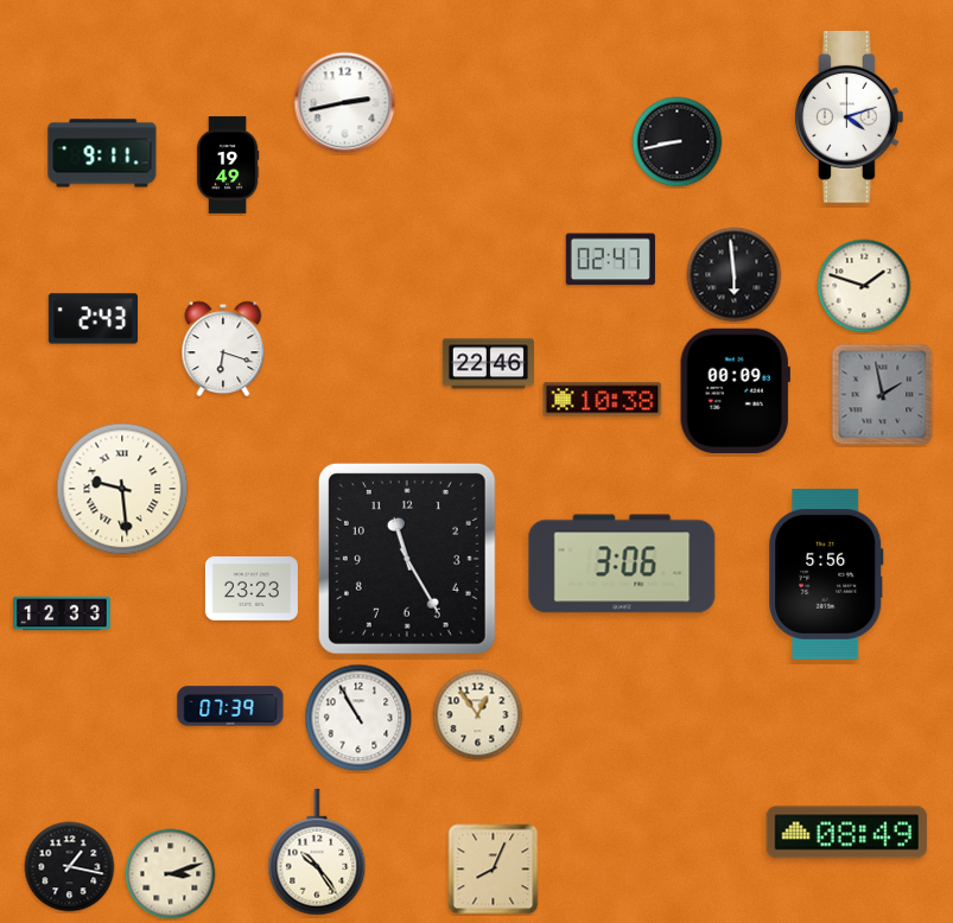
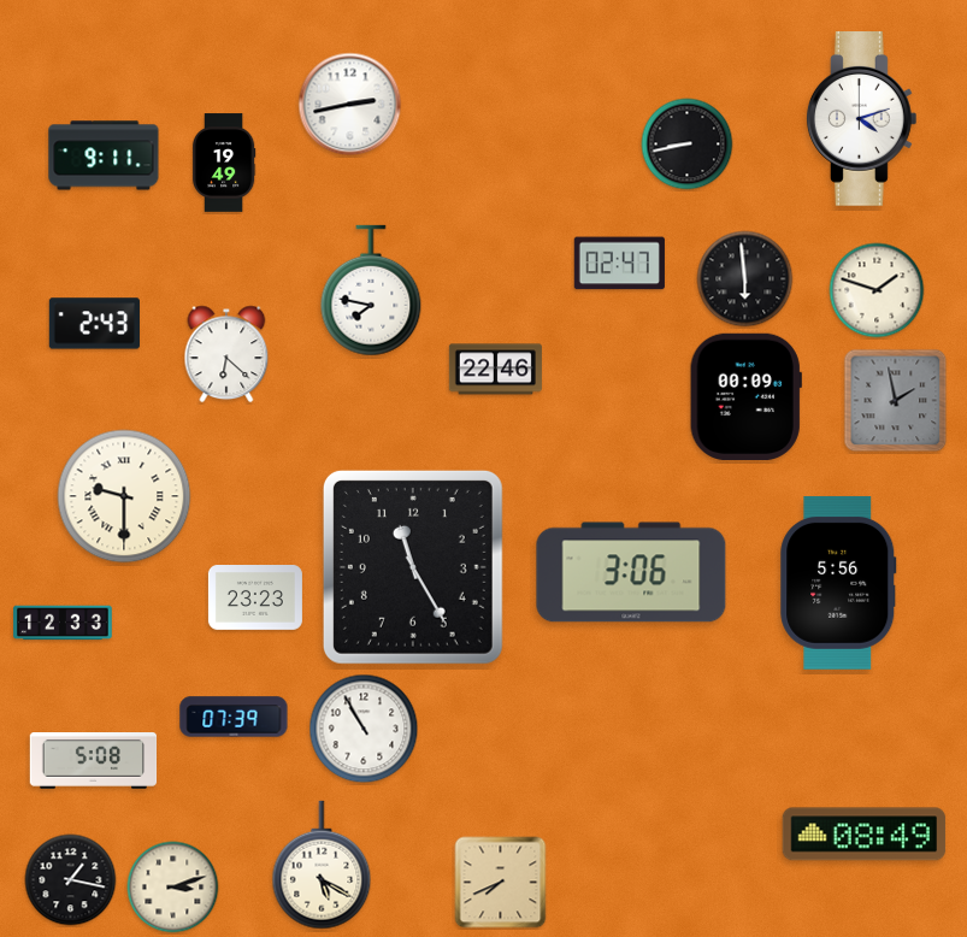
clock at (228, 165) position: (228, 165) -> (224, 163)
clock at (371, 290): none -> 7:47
clock at (223, 349): 6:18 -> 6:22
clock at (603, 400): 10:38 -> none
clock at (122, 489): 9:29 -> 9:30
clock at (478, 715): 12:54 -> none
clock at (94, 761): none -> 5:08
clock at (847, 833) position: (847, 833) -> (865, 835)
clock at (317, 852): 10:24 -> 5:20
clock at (494, 870): 8:04 -> 7:41
